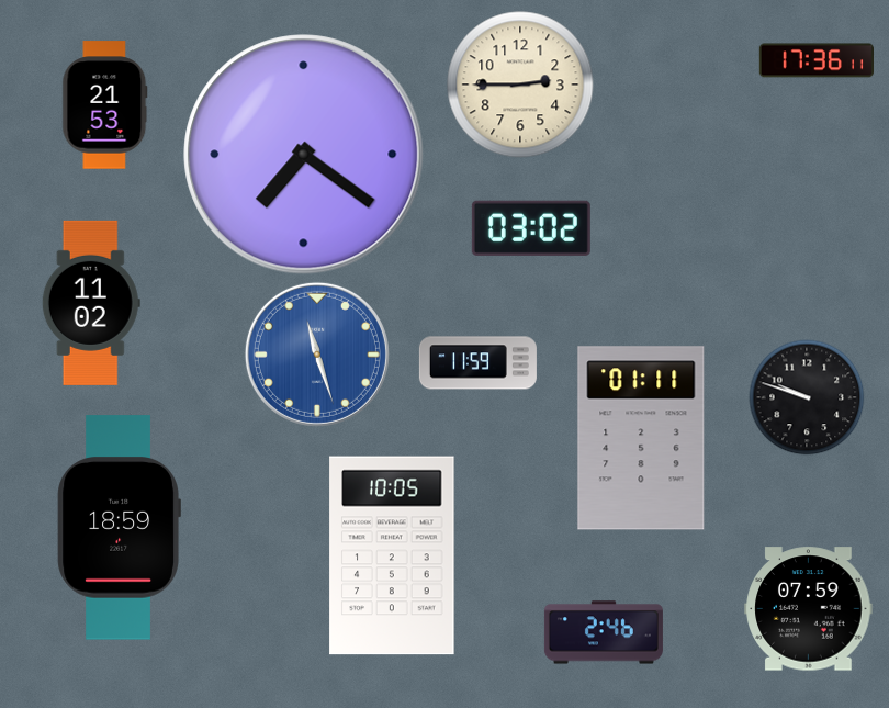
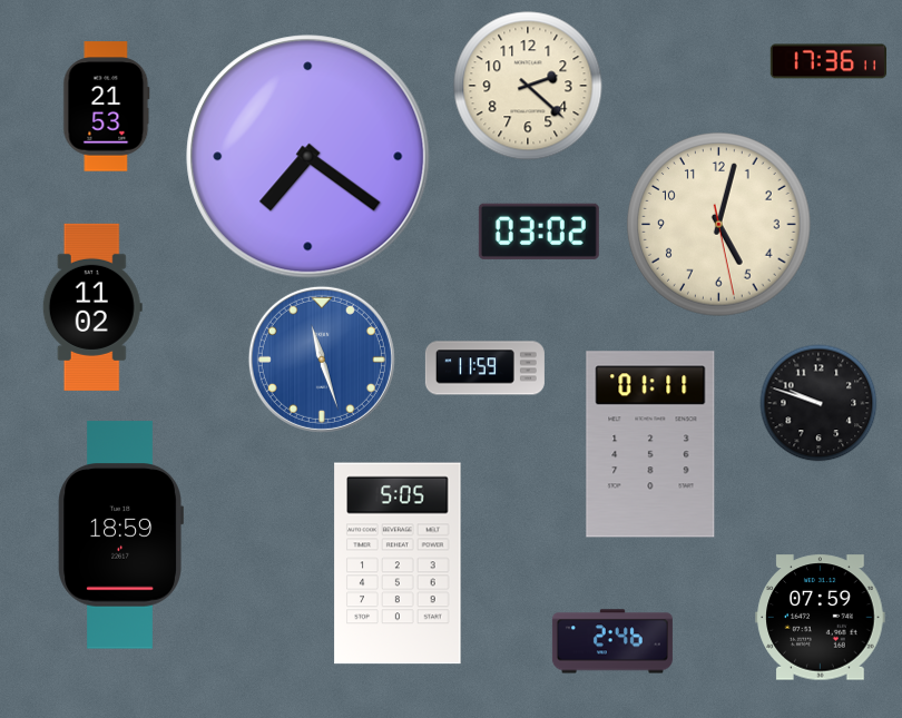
clock at (520, 85): 2:45 -> 2:22
clock at (719, 225): none -> 5:02
clock at (392, 555): 10:05 -> 5:05
